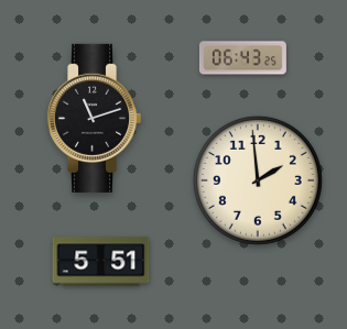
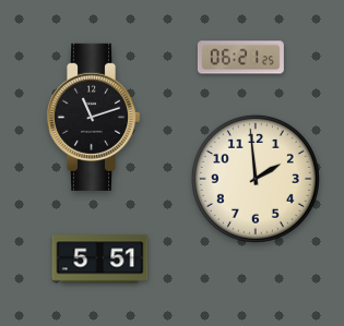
clock at (242, 58): 06:43 -> 06:21
